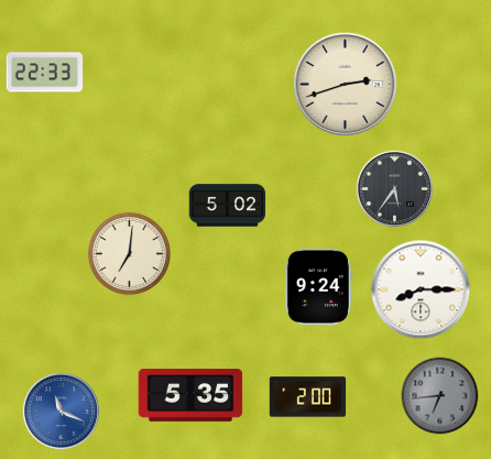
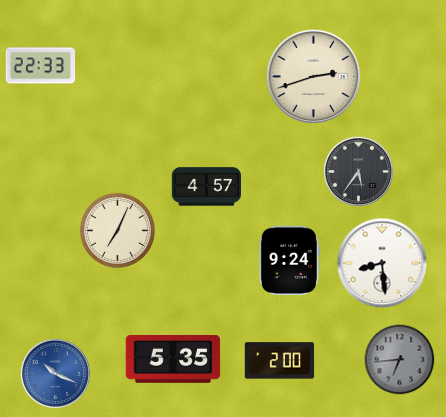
clock at (228, 206): 5:02 -> 4:57
clock at (129, 253): 7:01 -> 7:04
clock at (421, 289): 8:15 -> 8:29
clock at (61, 411): 11:19 -> 10:19
